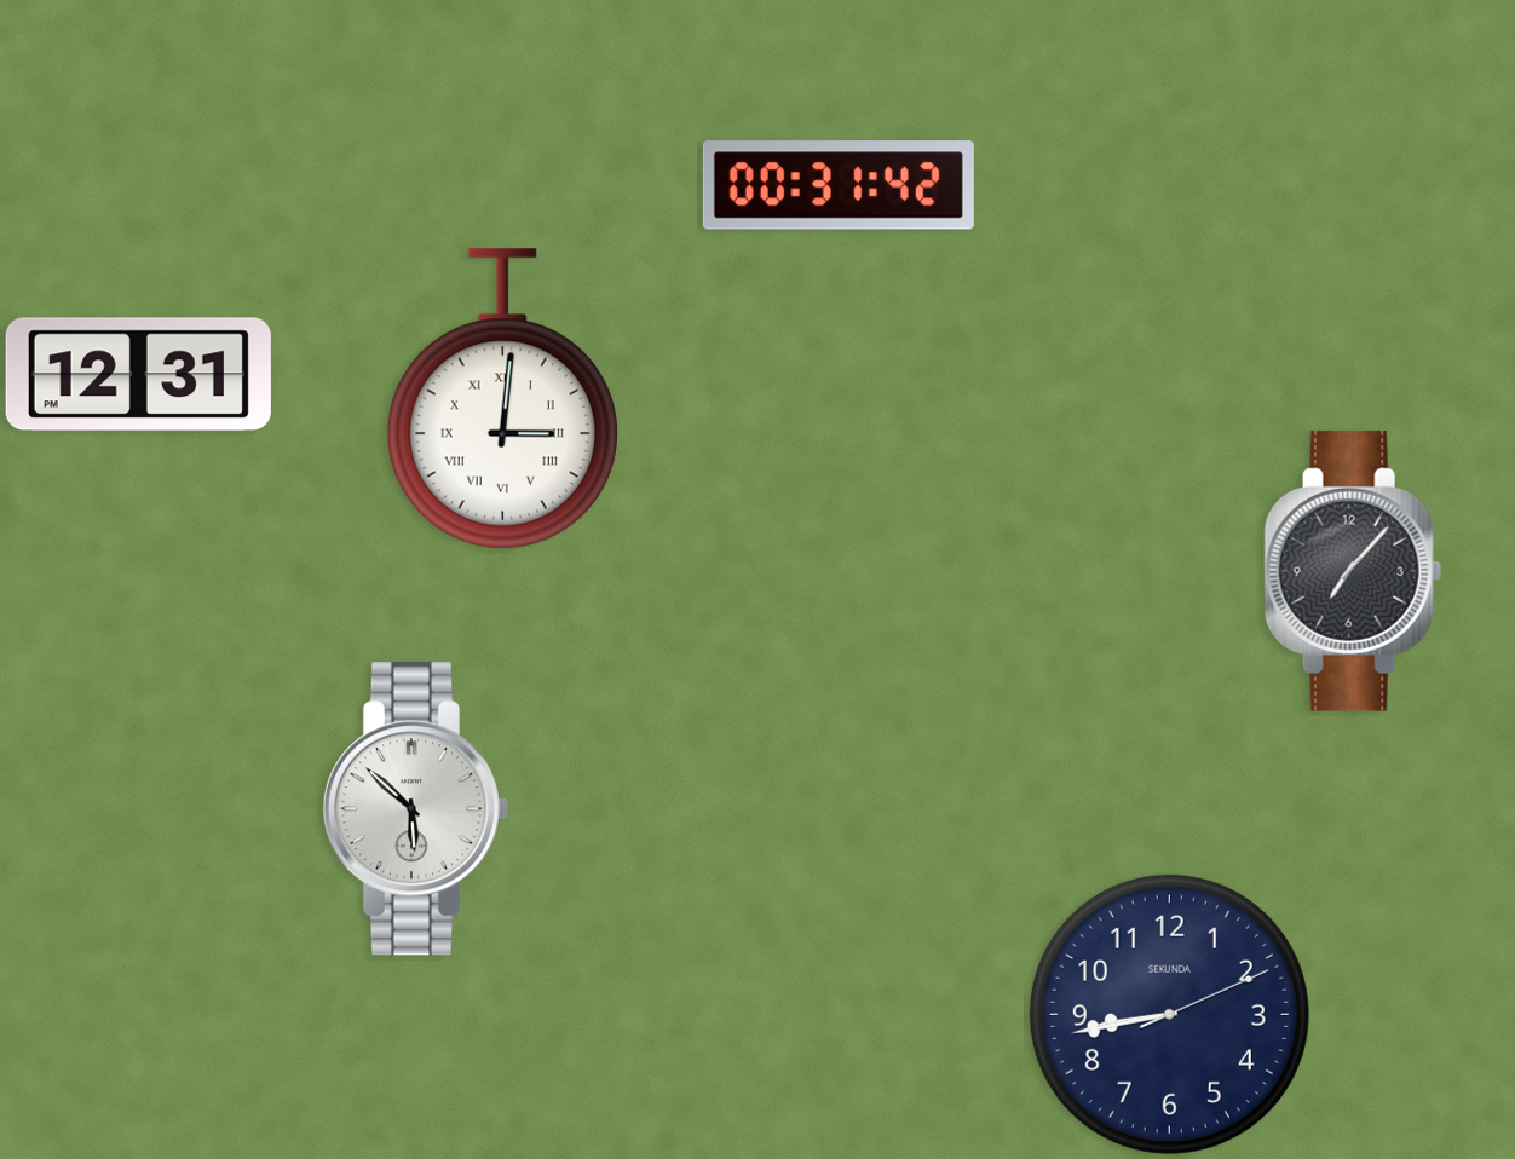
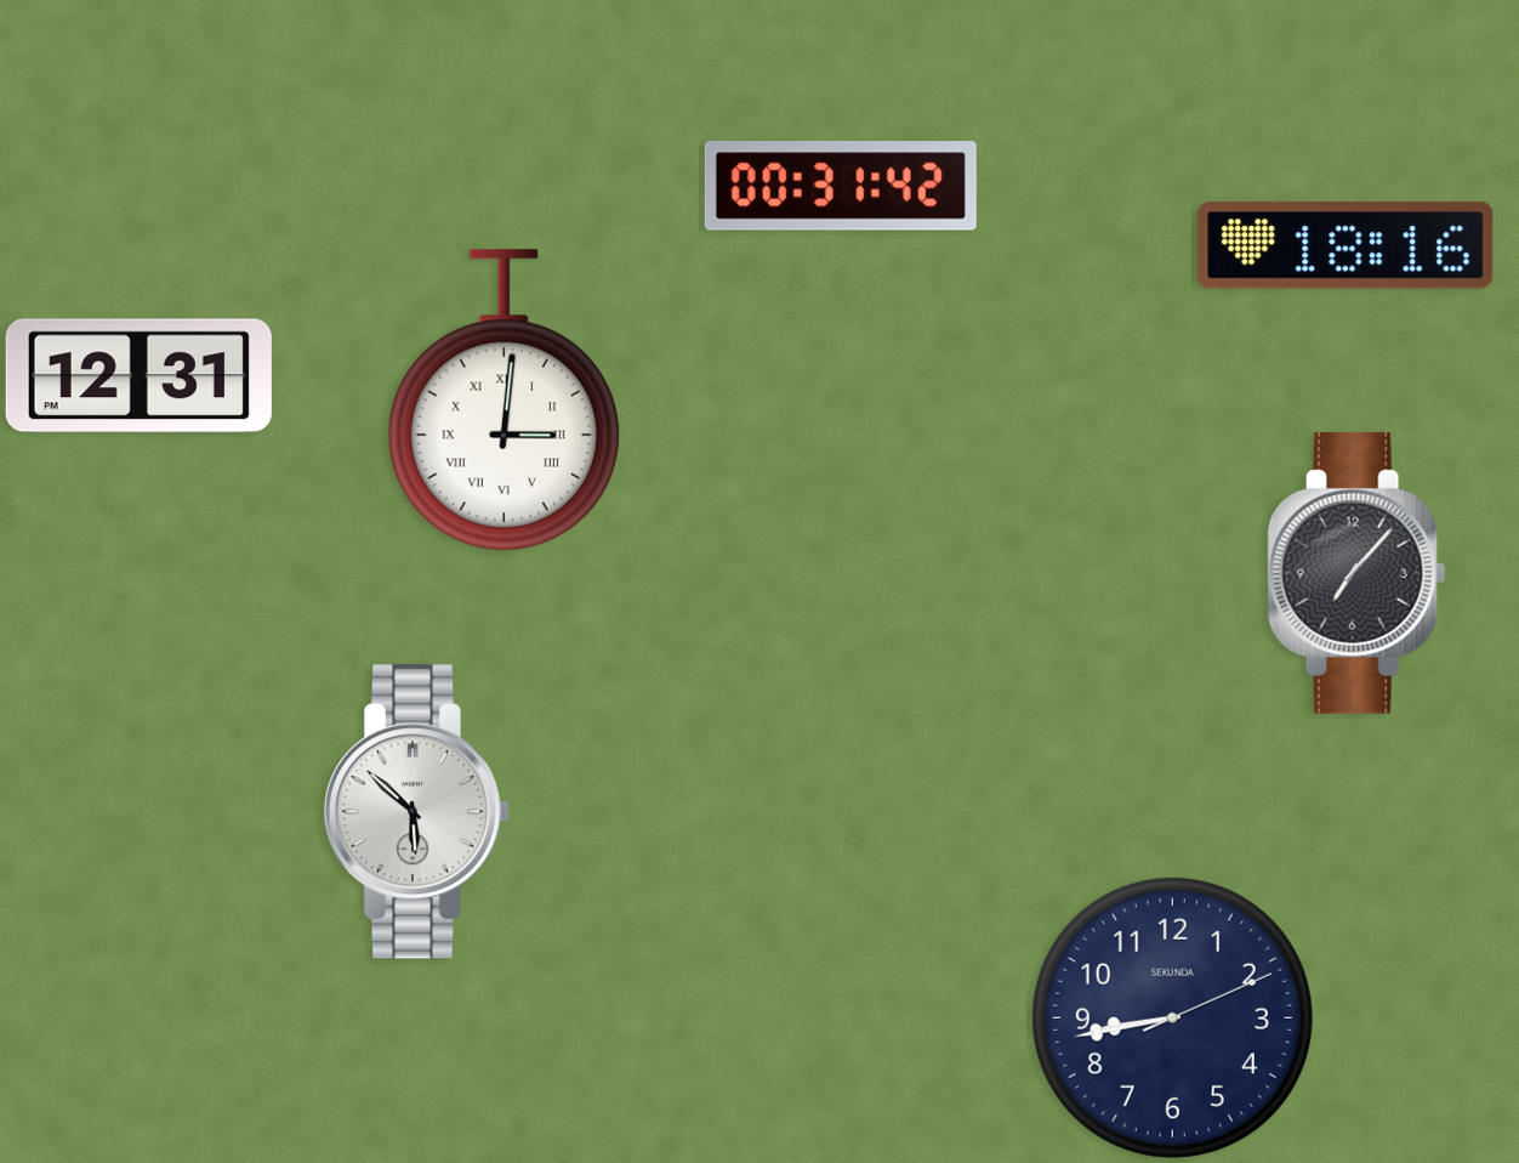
clock at (1346, 245): none -> 18:16
